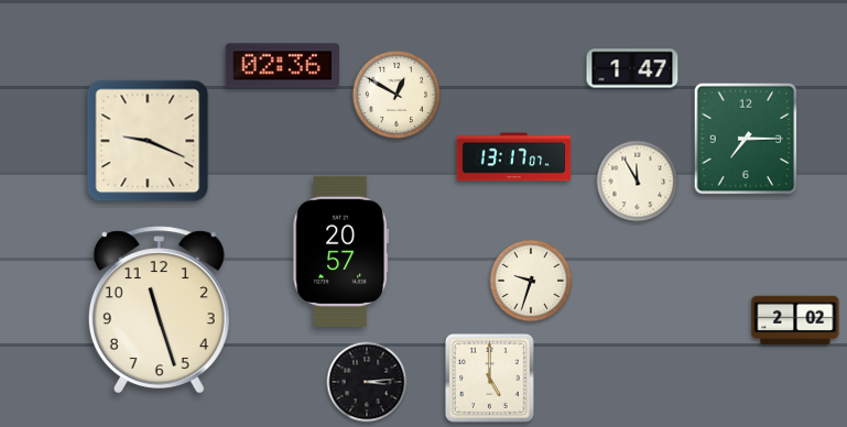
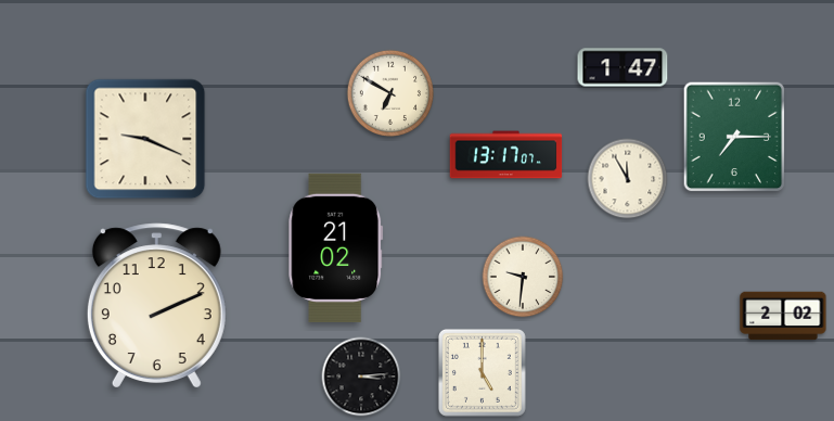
clock at (283, 66): 02:36 -> none
clock at (395, 94): 12:50 -> 6:50
clock at (341, 251): 20:57 -> 21:02
clock at (531, 281): 9:33 -> 9:31
clock at (159, 310): 11:27 -> 2:11
